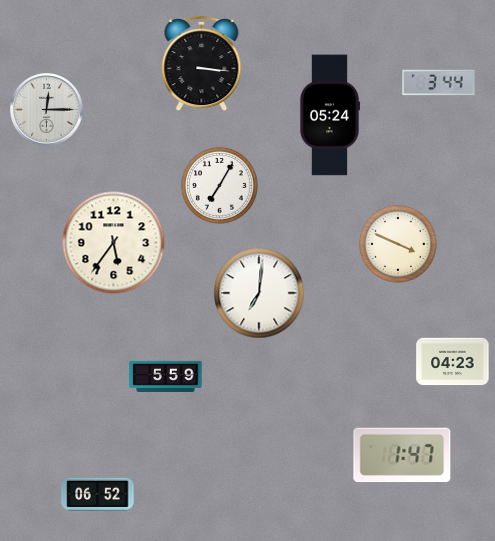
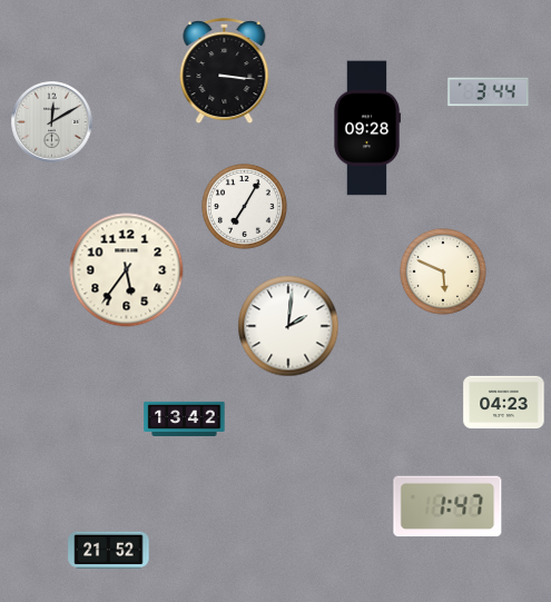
clock at (47, 110): 12:15 -> 12:10
clock at (330, 115): 05:24 -> 09:28
clock at (399, 245): 3:49 -> 5:49
clock at (259, 293): 7:01 -> 2:01
clock at (166, 376): 5:59 -> 13:42
clock at (98, 495): 06:52 -> 21:52
